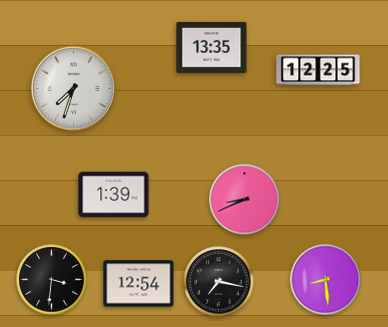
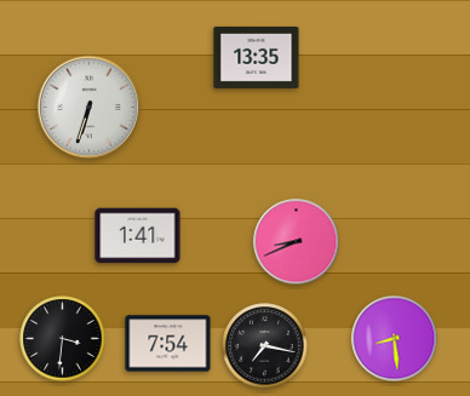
clock at (318, 70): 12:25 -> none
clock at (74, 89): 7:33 -> 6:33
clock at (114, 195): 1:39 -> 1:41
clock at (219, 282) position: (219, 282) -> (265, 346)
clock at (139, 284): 12:54 -> 7:54
